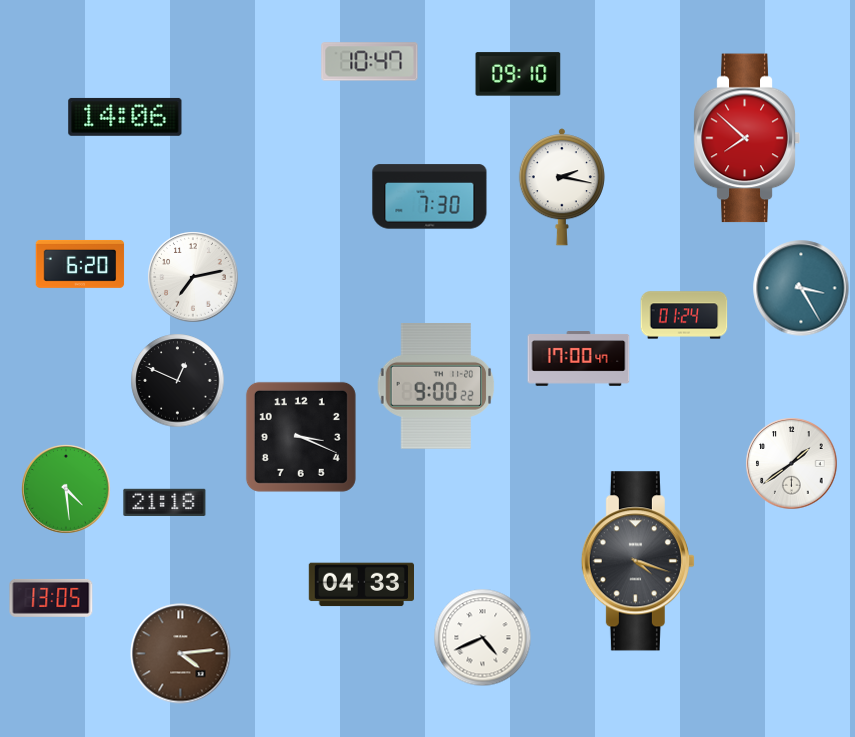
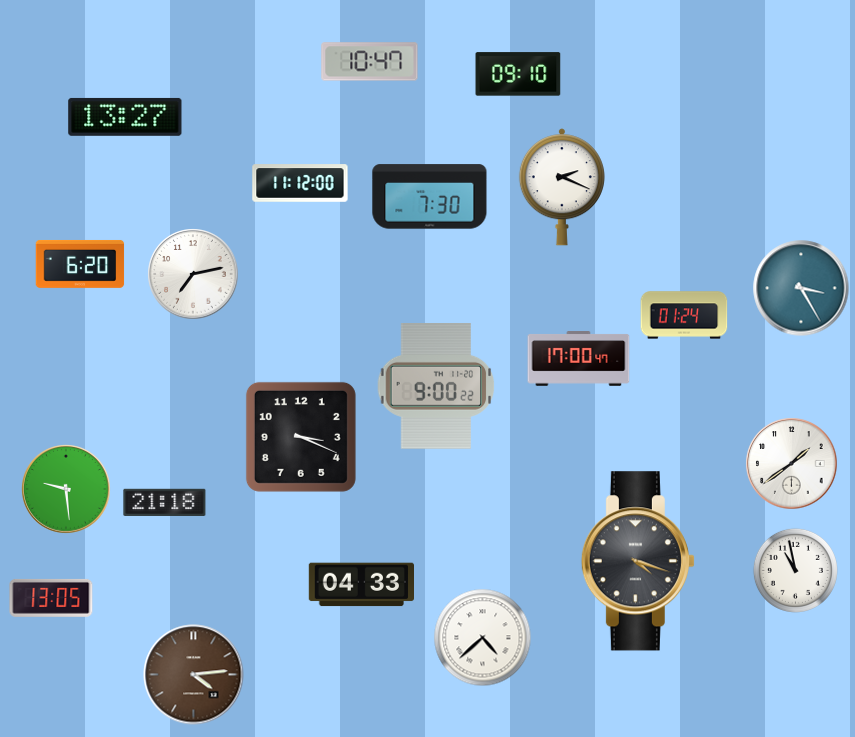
clock at (125, 117): 14:06 -> 13:27
clock at (747, 138): 7:52 -> none
clock at (300, 183): none -> 11:12
clock at (562, 187): 2:17 -> 2:19
clock at (193, 277) position: (193, 277) -> (193, 274)
clock at (178, 381): 12:49 -> none
clock at (66, 489): 4:29 -> 9:29
clock at (795, 570): none -> 10:58
clock at (483, 638): 4:41 -> 4:38
clock at (181, 654) position: (181, 654) -> (194, 675)
